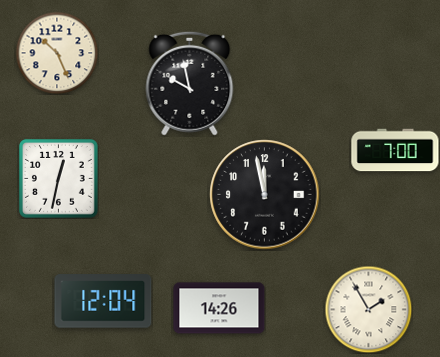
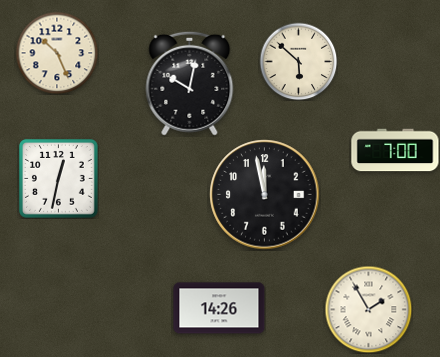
clock at (298, 61): none -> 5:52
clock at (190, 83): 9:58 -> 10:02
clock at (103, 301): 12:04 -> none
